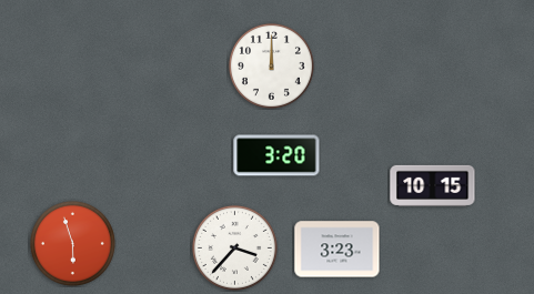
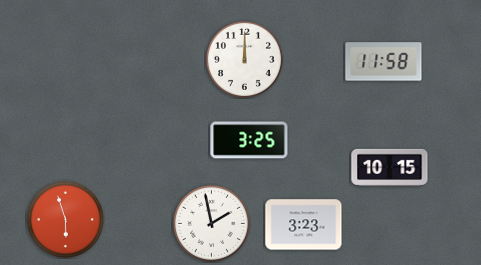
clock at (384, 62): none -> 11:58
clock at (276, 155): 3:20 -> 3:25
clock at (234, 247): 3:37 -> 1:58
